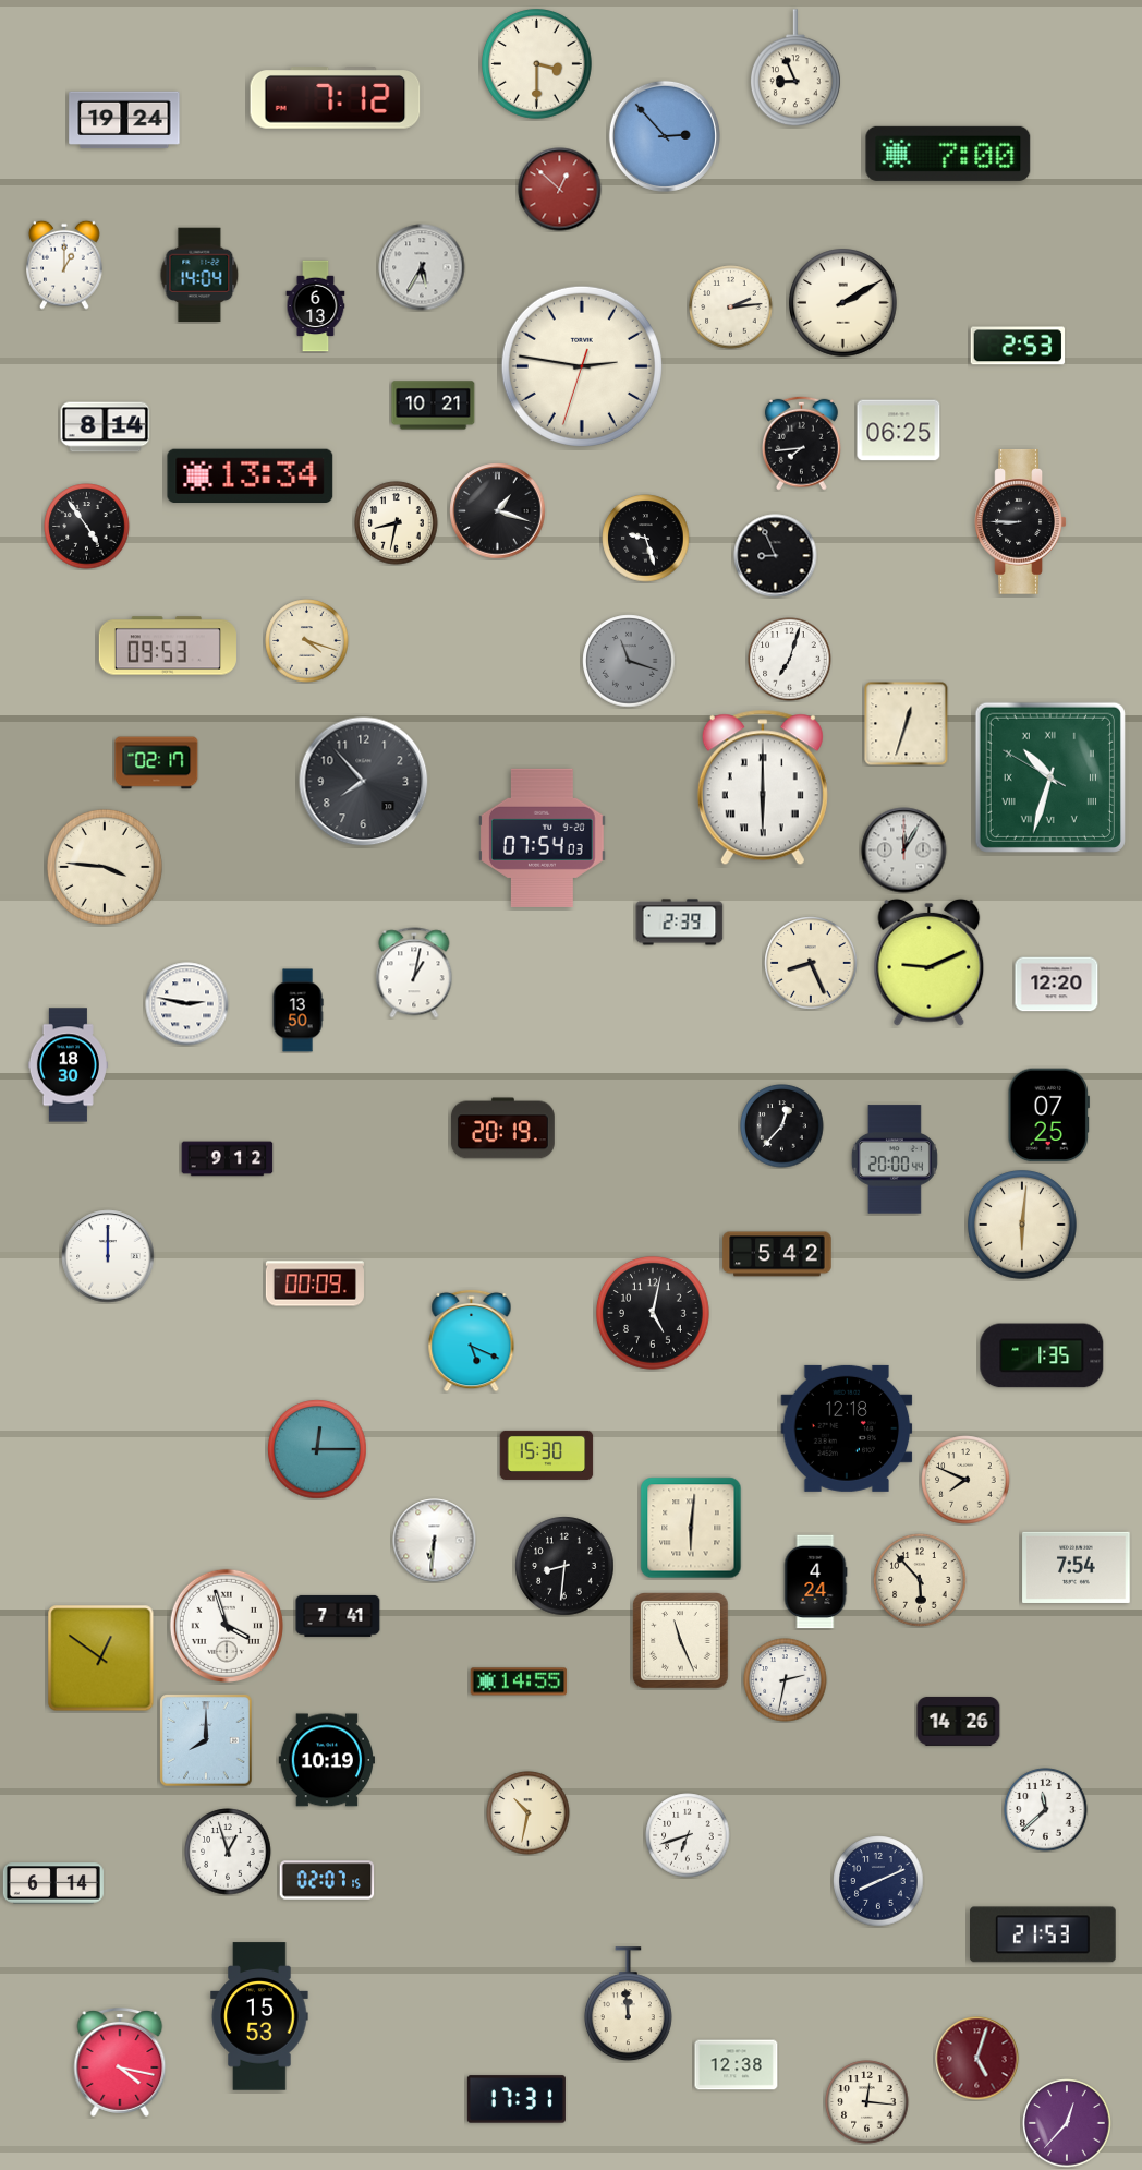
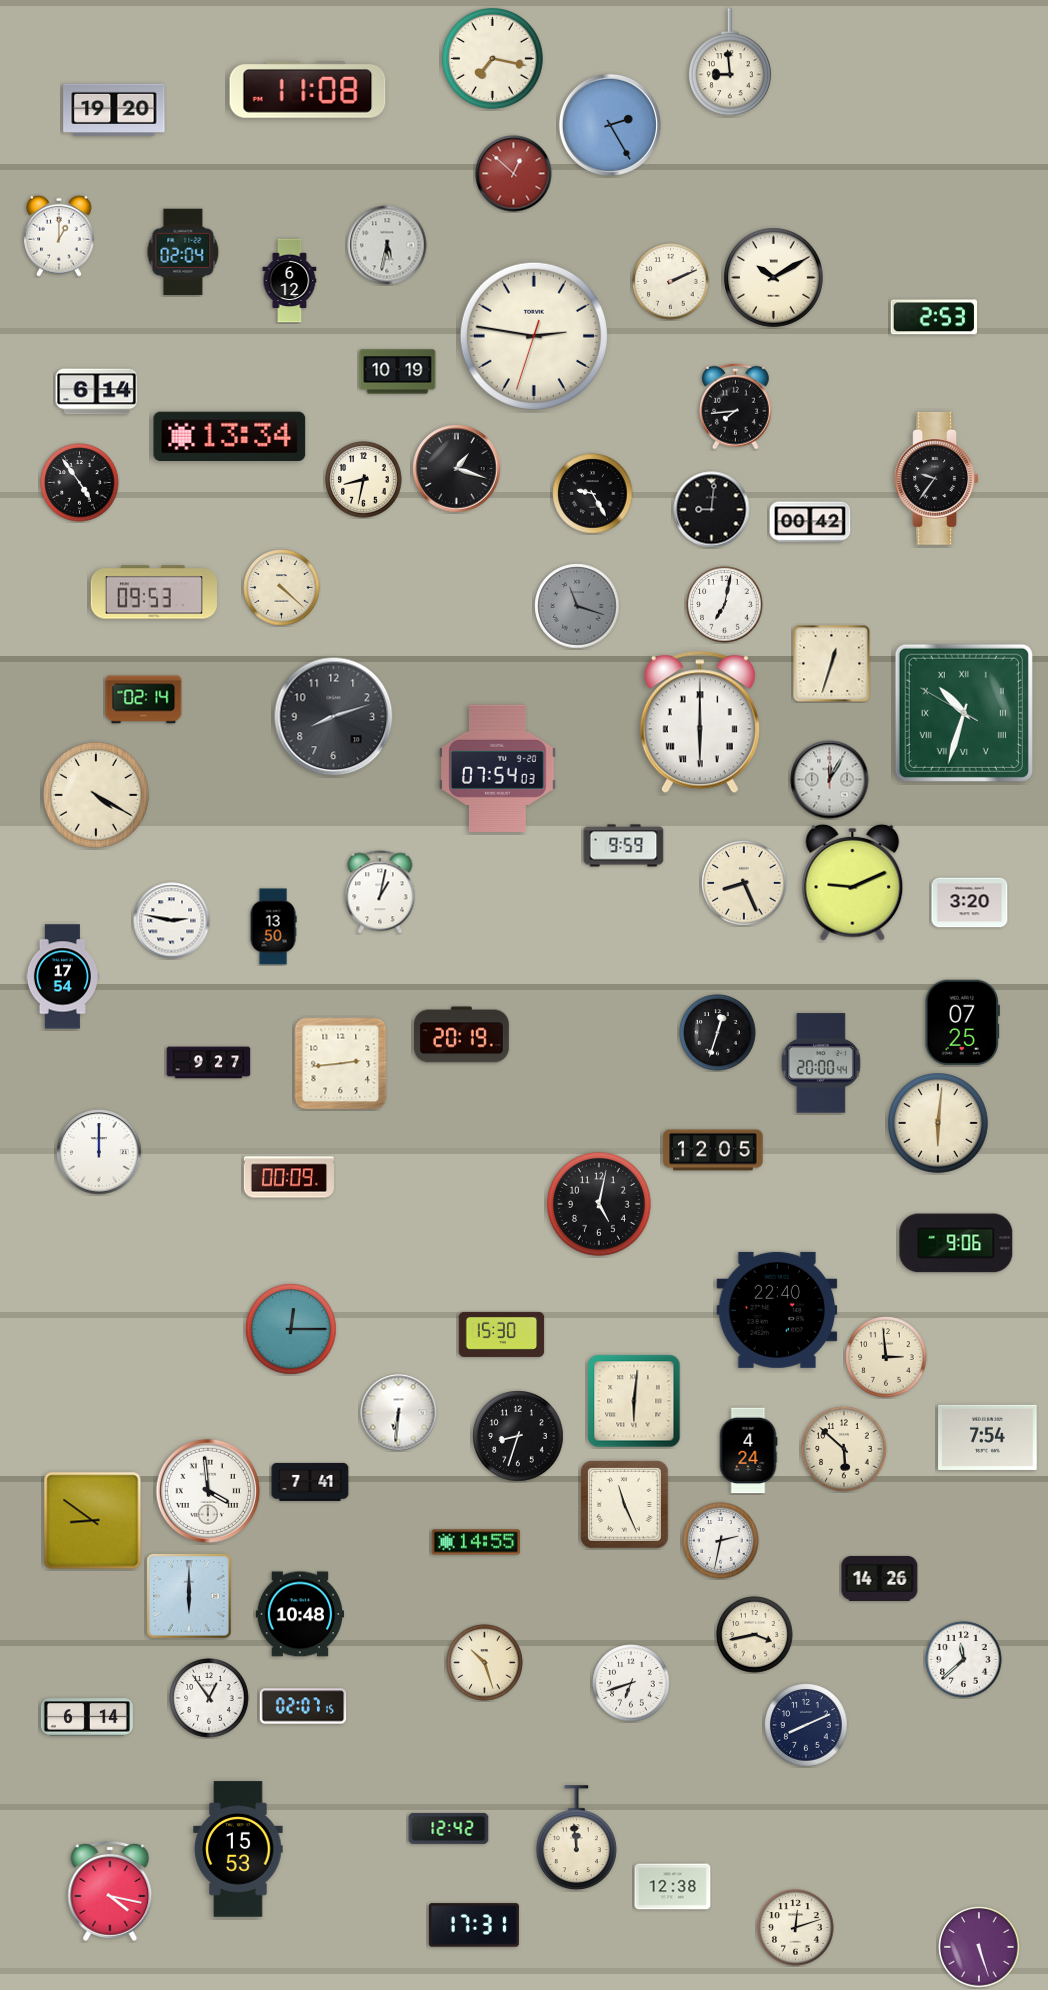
clock at (537, 64): 3:30 -> 7:17
clock at (795, 69): 8:56 -> 8:59
clock at (336, 98): 7:12 -> 11:08
clock at (124, 120): 19:24 -> 19:20
clock at (665, 136): 2:53 -> 2:25
clock at (948, 154): 7:00 -> none
clock at (64, 265) position: (64, 265) -> (59, 236)
clock at (422, 267): 5:35 -> 5:32
clock at (199, 275): 14:04 -> 02:04
clock at (843, 303): 2:10 -> 10:10
clock at (316, 306): 6:13 -> 6:12
clock at (731, 308): 2:14 -> 2:11
clock at (434, 406): 10:21 -> 10:19
clock at (106, 427): 8:14 -> 6:14
clock at (899, 431): 06:25 -> none
clock at (1021, 521): 8:45 -> 9:36
clock at (646, 539): 9:27 -> 9:25
clock at (776, 556): 8:56 -> 9:01
clock at (810, 522): none -> 00:42
clock at (307, 641): 4:18 -> 4:22
clock at (790, 660): 7:03 -> 7:02
clock at (157, 763): 02:17 -> 02:14
clock at (364, 782): 7:53 -> 8:12
clock at (105, 867): 3:46 -> 4:20
clock at (680, 923): 2:39 -> 9:59
clock at (1057, 985): 12:20 -> 3:20
clock at (68, 1065): 18:30 -> 17:54
clock at (782, 1126): 12:37 -> 12:33
clock at (228, 1159): 9:12 -> 9:27
clock at (341, 1064): none -> 2:44
clock at (777, 1254): 5:42 -> 12:05
clock at (472, 1340): 5:19 -> none
clock at (1042, 1355): 1:35 -> 9:06
clock at (847, 1428): 12:18 -> 22:40
clock at (965, 1480): 7:49 -> 2:59
clock at (564, 1566): 8:31 -> 8:33
clock at (920, 1580): 5:53 -> 5:52
clock at (227, 1626): 3:57 -> 3:59
clock at (101, 1659): 12:51 -> 8:51
clock at (206, 1740): 8:00 -> 6:00
clock at (326, 1760): 10:19 -> 10:48
clock at (755, 1635): none -> 3:43
clock at (1046, 1810) position: (1046, 1810) -> (964, 1660)
clock at (529, 1813): 10:32 -> 10:27
clock at (228, 1852): 12:57 -> 12:54
clock at (327, 1880) position: (327, 1880) -> (303, 1706)
clock at (53, 1883) position: (53, 1883) -> (87, 1717)
clock at (1044, 1934): 21:53 -> none
clock at (449, 1828): none -> 12:42
clock at (977, 2059): 5:03 -> none
clock at (737, 2065) position: (737, 2065) -> (673, 1887)
clock at (867, 2102): 12:16 -> 12:12
clock at (1067, 2123): 12:37 -> 5:27
